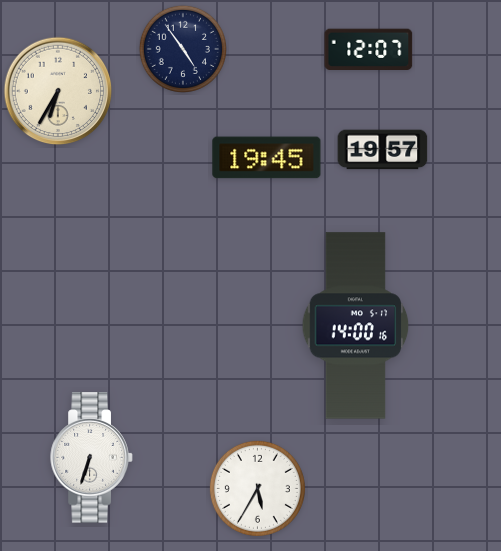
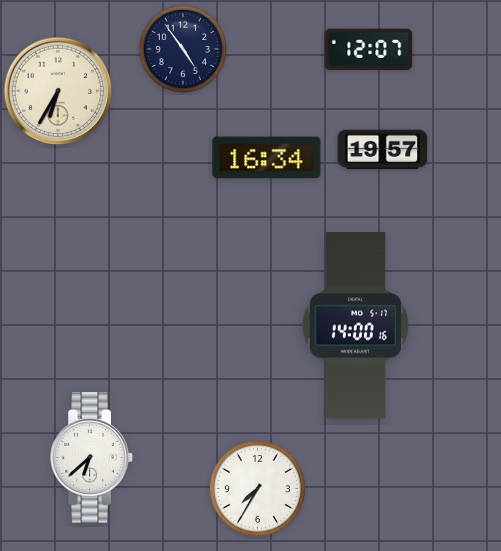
clock at (267, 158): 19:45 -> 16:34
clock at (92, 458): 6:33 -> 6:38
clock at (257, 488): 5:35 -> 7:35
